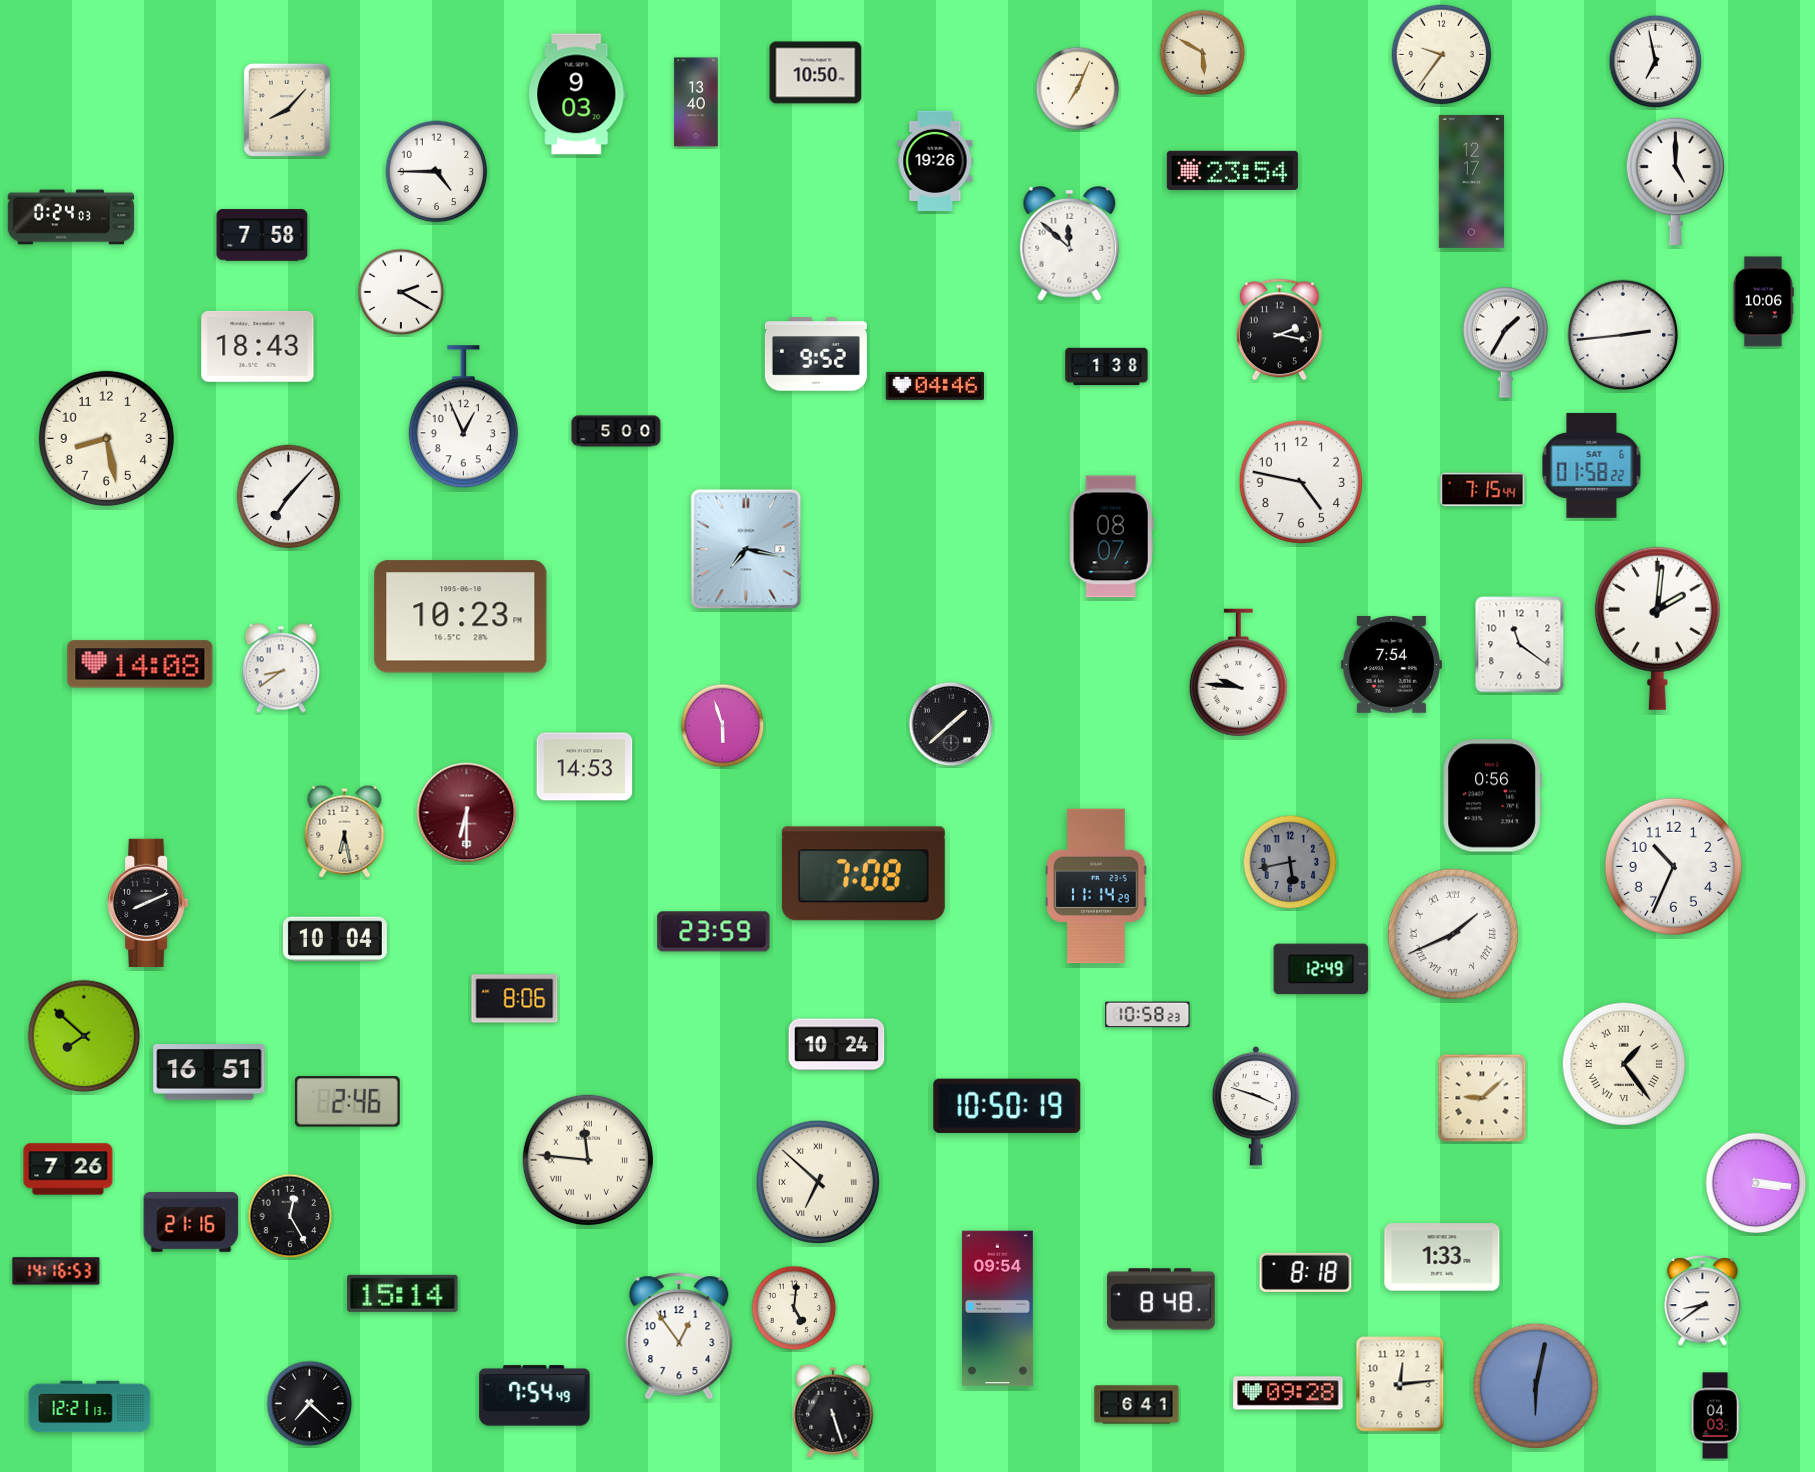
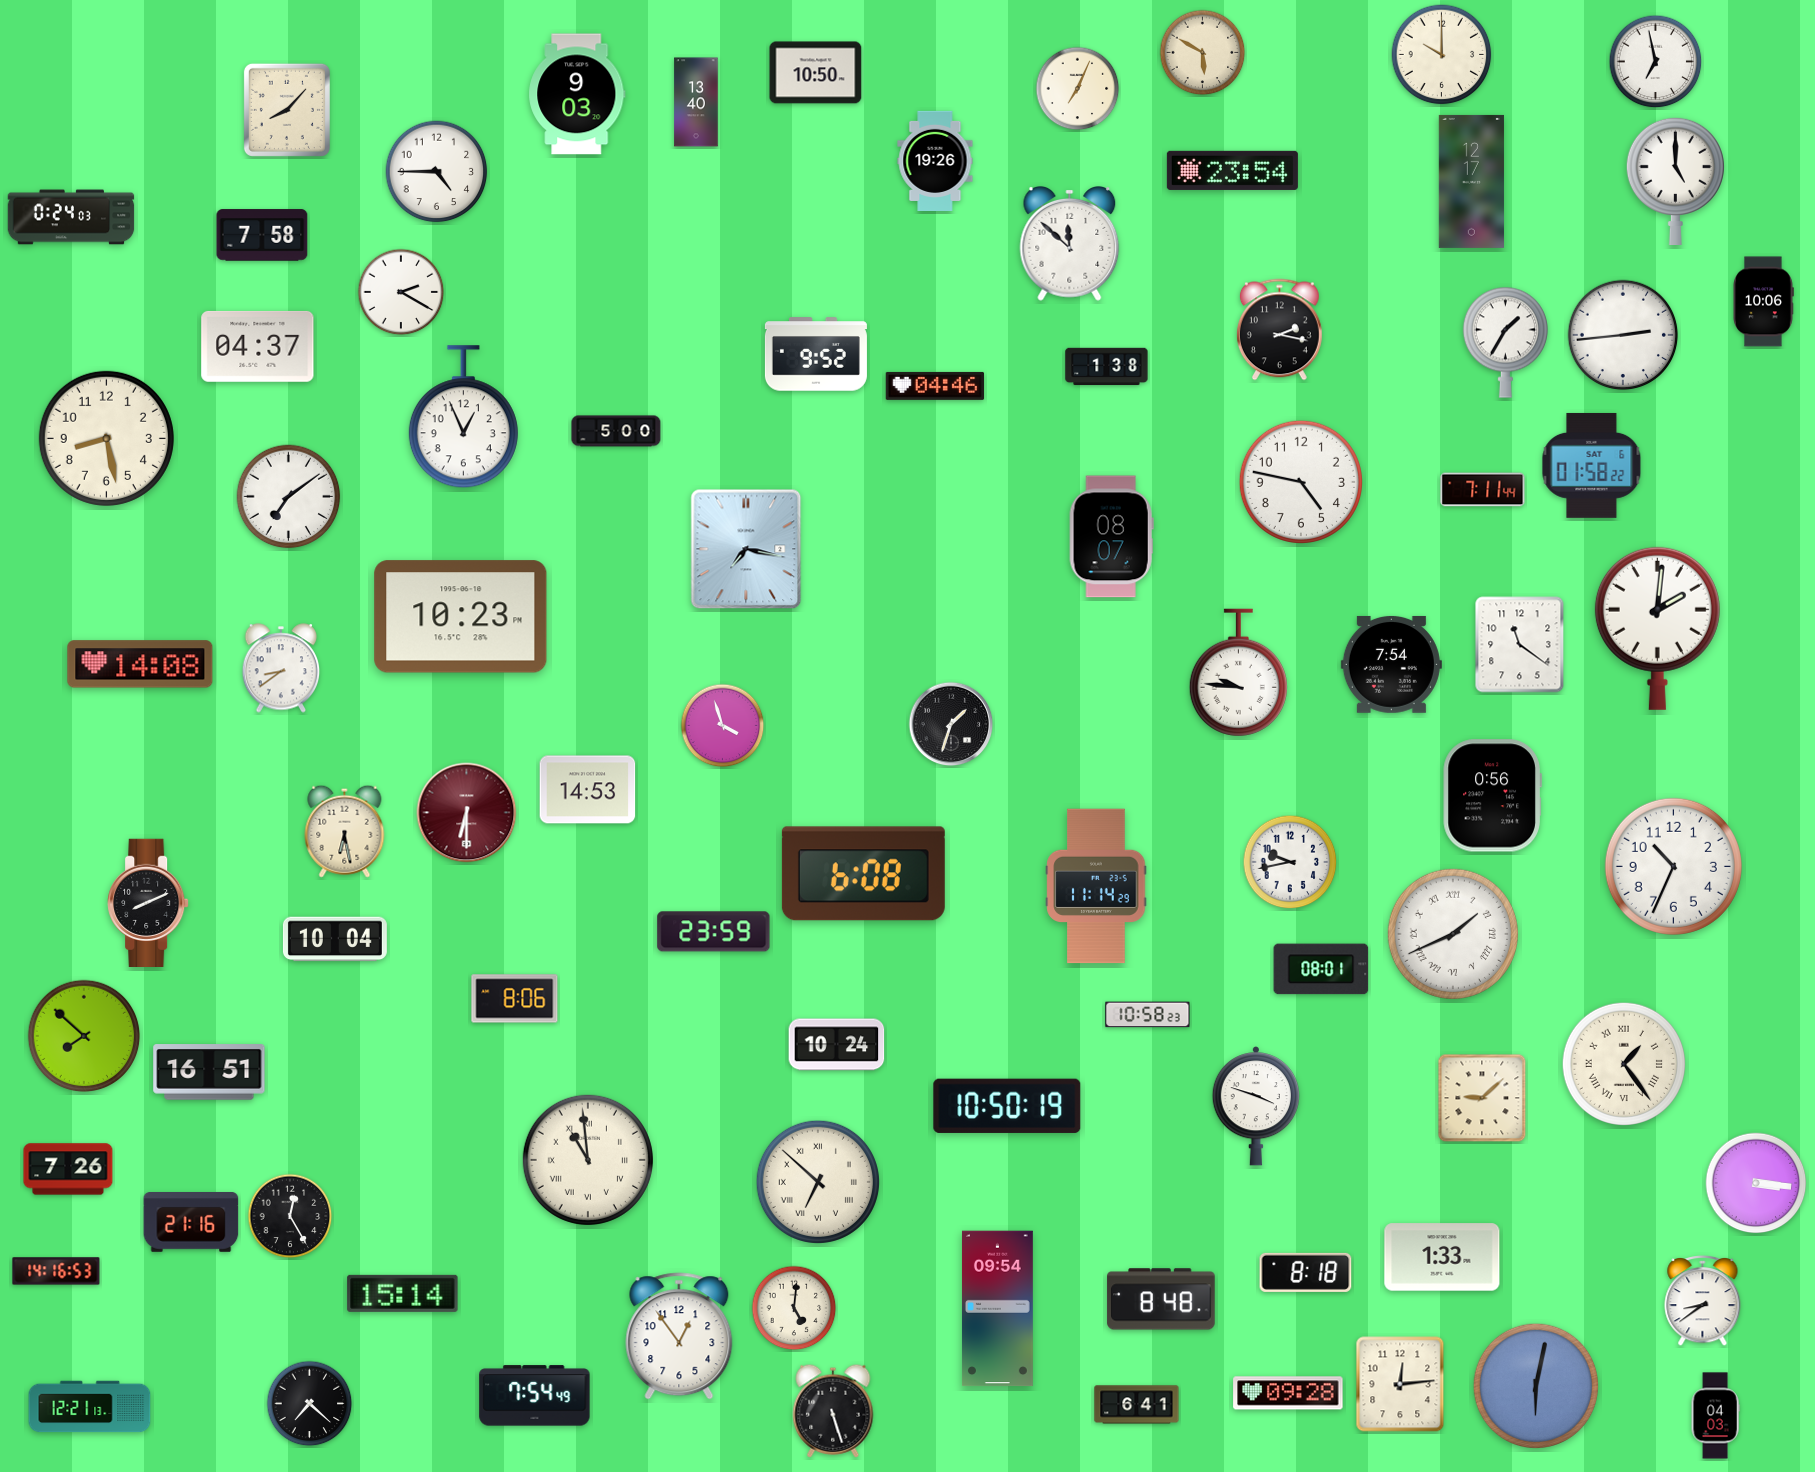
clock at (1442, 55): 9:36 -> 10:00
clock at (258, 346): 18:43 -> 04:37
clock at (1483, 490): 7:15 -> 7:11
clock at (289, 497): 7:07 -> 7:09
clock at (951, 724): 1:38 -> 1:33
clock at (723, 726): 5:57 -> 3:57
clock at (585, 767) position: (585, 767) -> (588, 790)
clock at (1290, 862): 5:43 -> 9:43
clock at (1290, 862) dial: grey -> white
clock at (863, 874): 7:08 -> 6:08
clock at (1321, 969): 12:49 -> 08:01
clock at (347, 1102): 2:46 -> none
clock at (588, 1160): 11:46 -> 10:59
